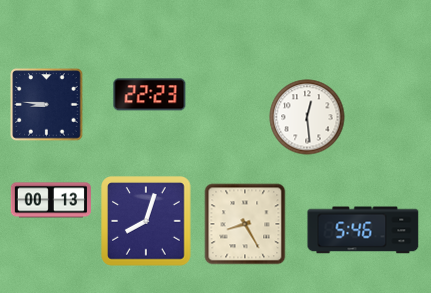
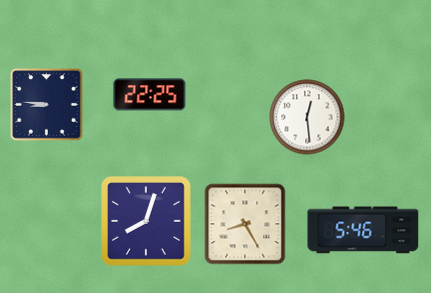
clock at (150, 95): 22:23 -> 22:25
clock at (51, 200): 00:13 -> none
